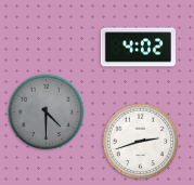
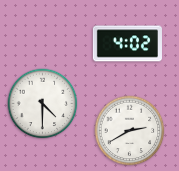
clock at (47, 113) dial: grey -> white
clock at (141, 142): 2:42 -> 2:40
